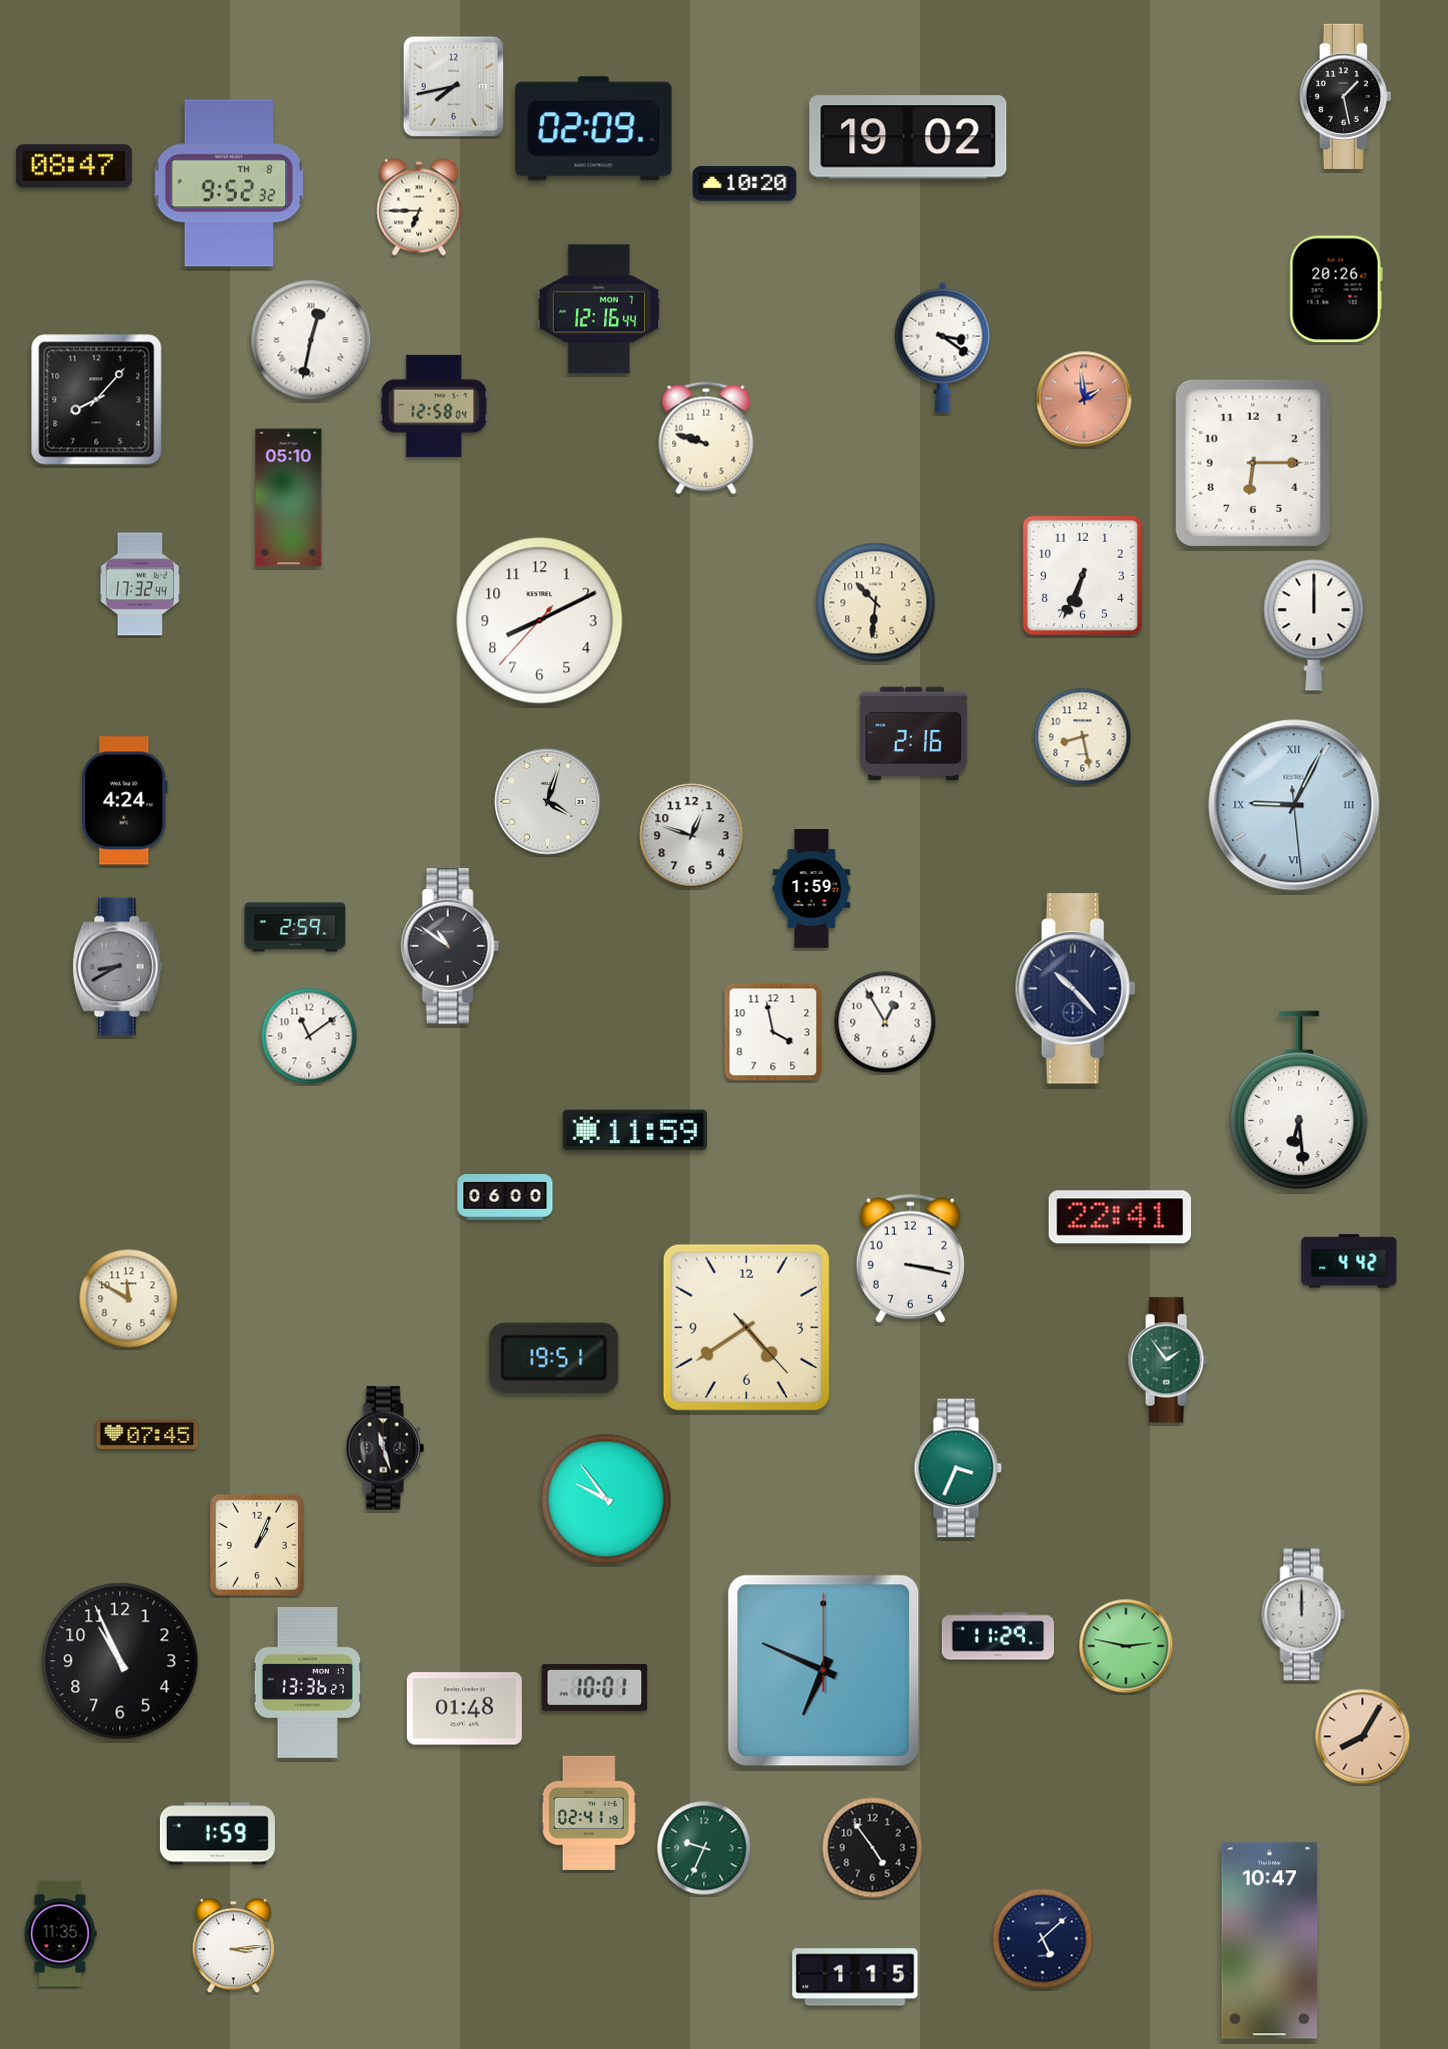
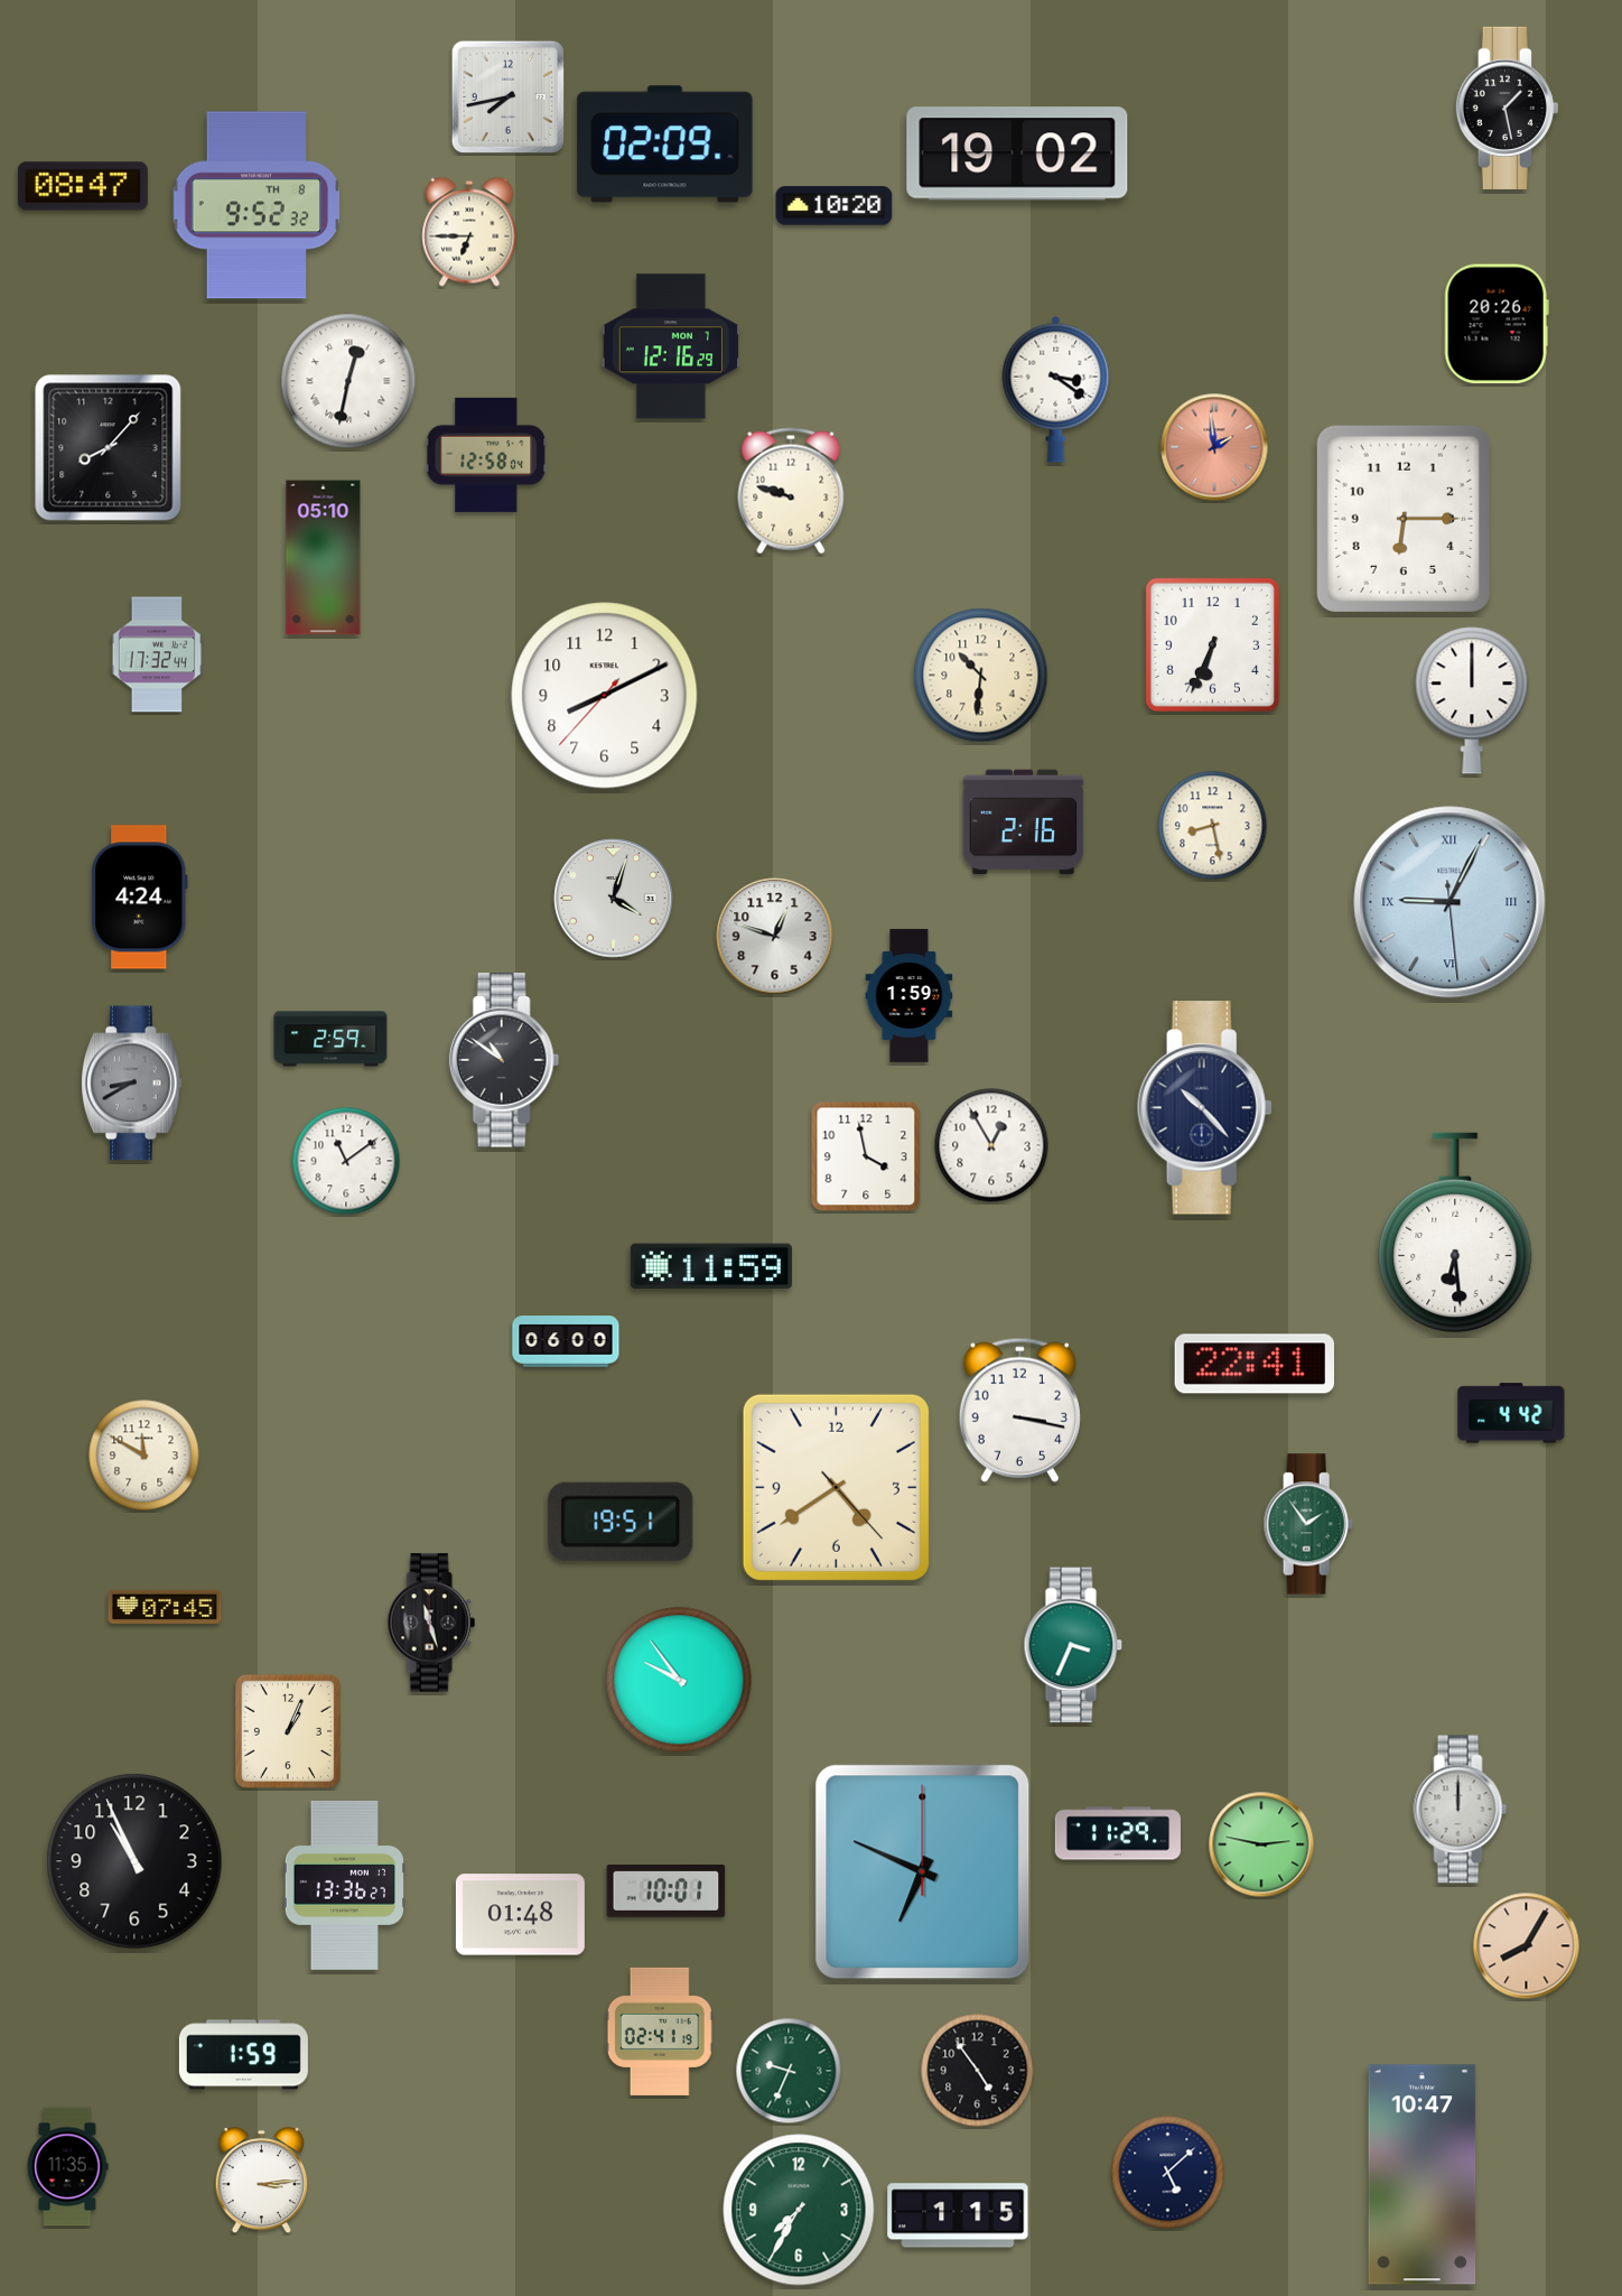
clock at (599, 309): 12:16:44 -> 12:16:29
clock at (799, 2210): none -> 7:35
